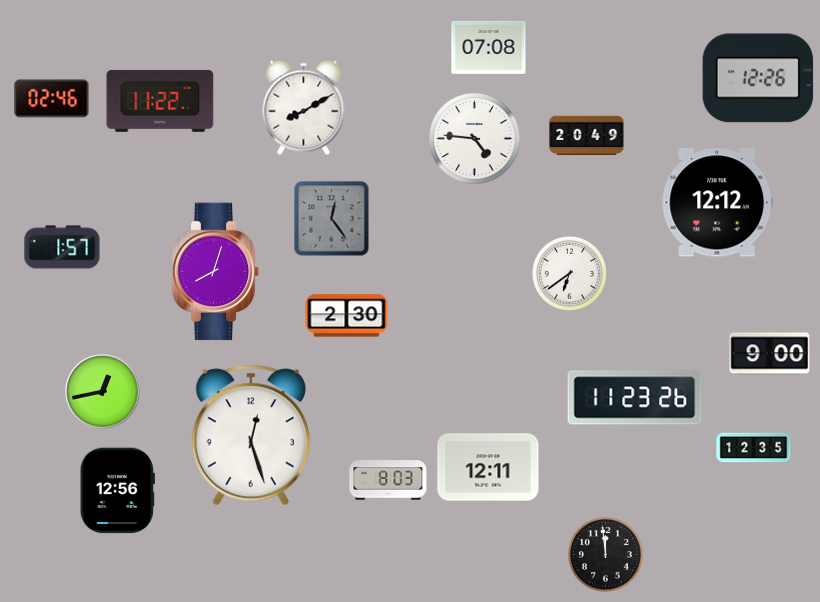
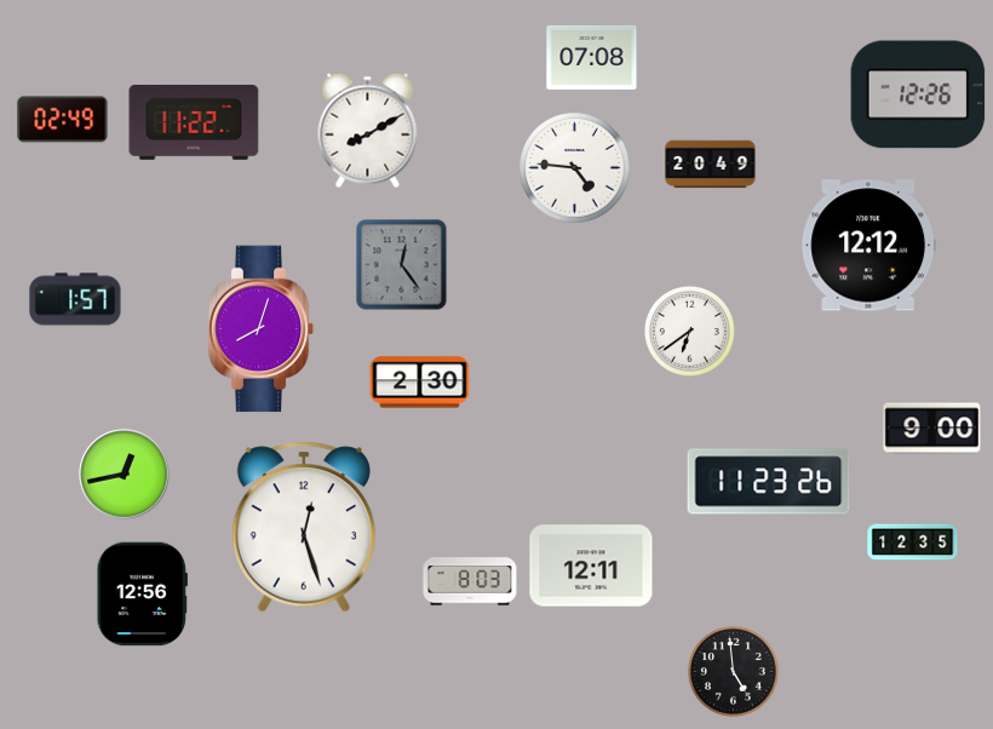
clock at (52, 99): 02:46 -> 02:49
clock at (606, 555): 11:59 -> 4:59
